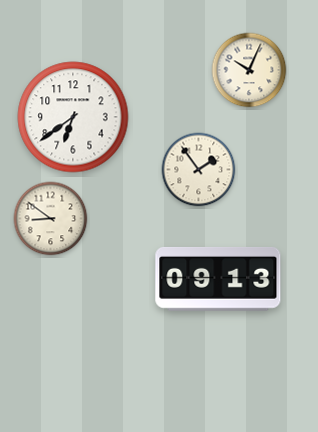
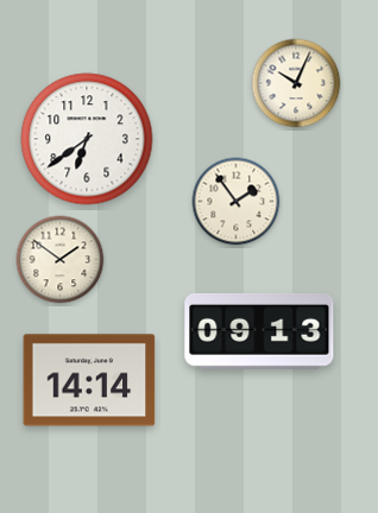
clock at (51, 219): 8:51 -> 1:51
clock at (89, 380): none -> 14:14
